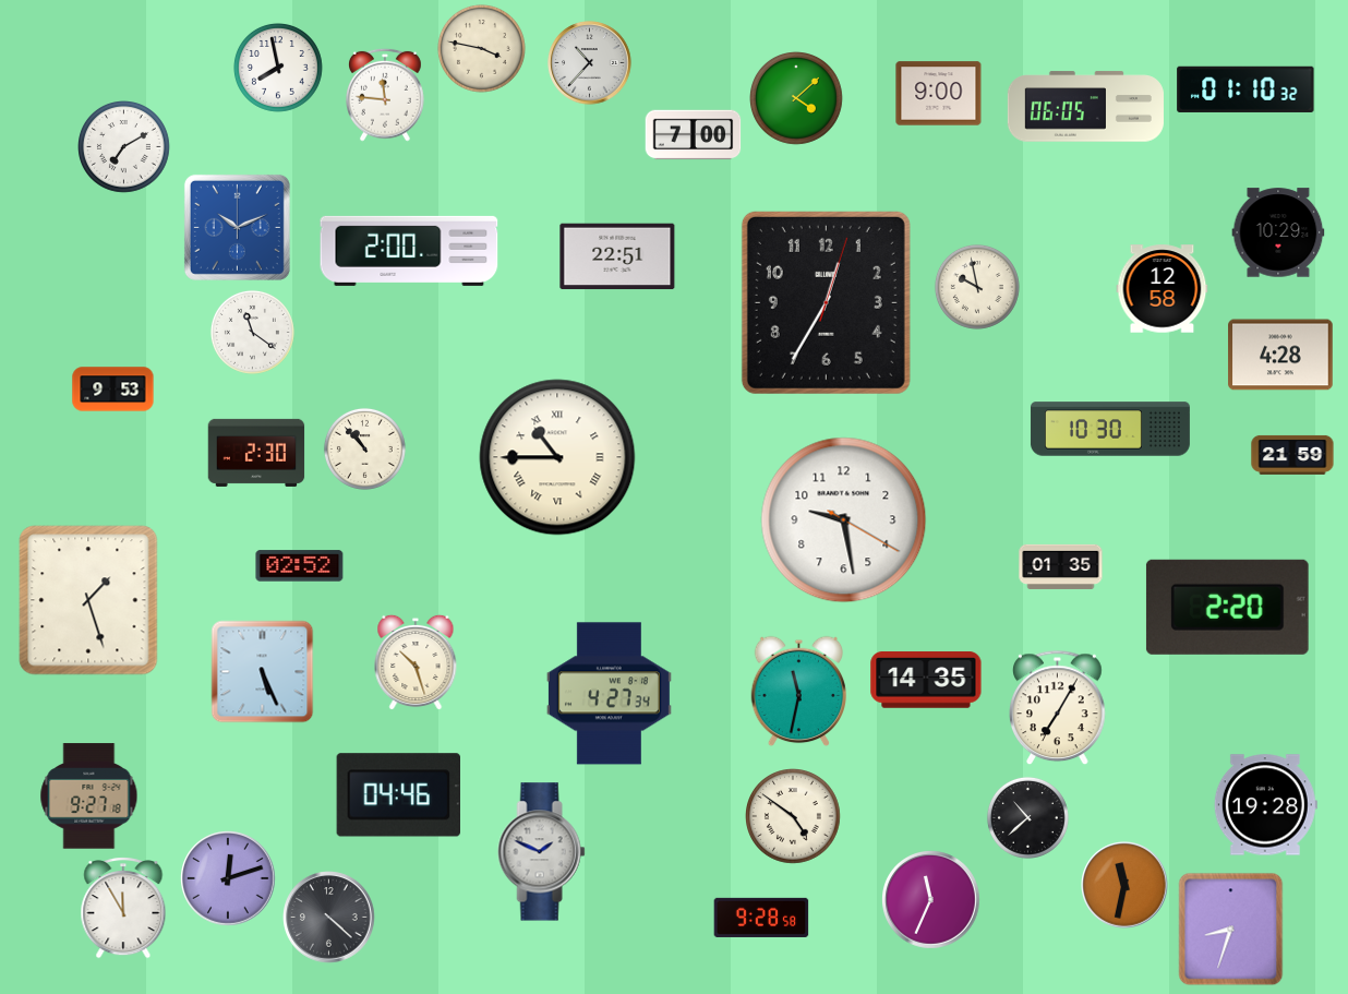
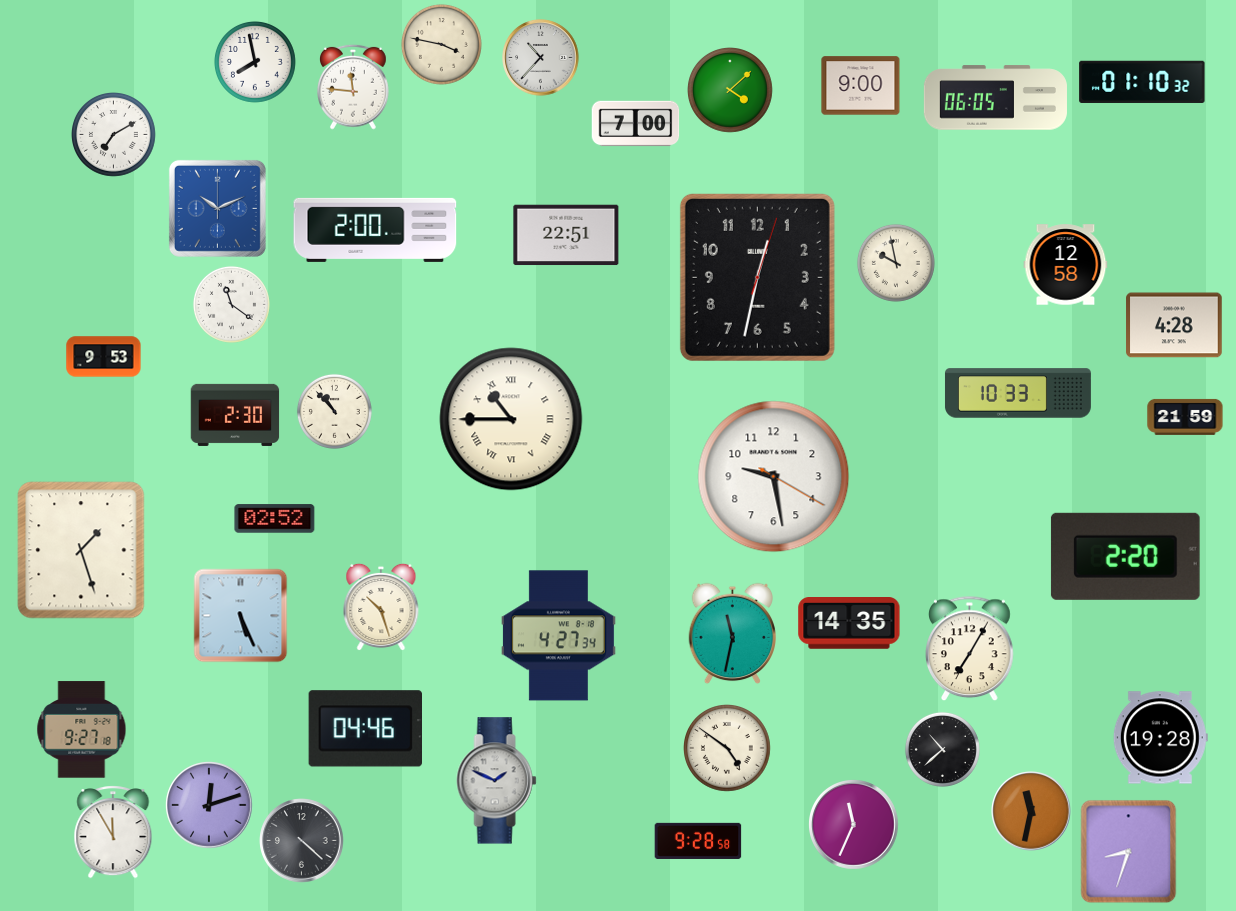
clock at (1278, 232): 10:29 -> none
clock at (826, 302): 12:35 -> 12:32
clock at (1110, 429): 10:30 -> 10:33
clock at (1061, 566): 01:35 -> none
